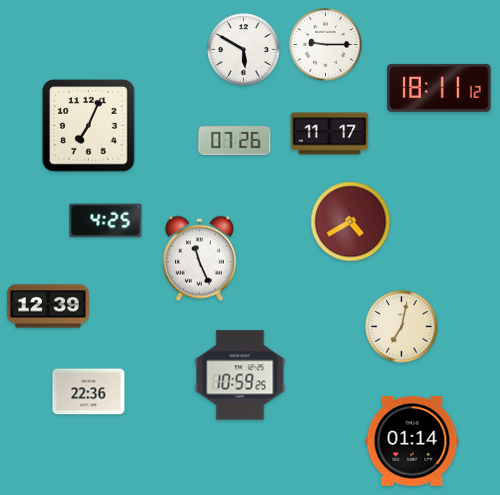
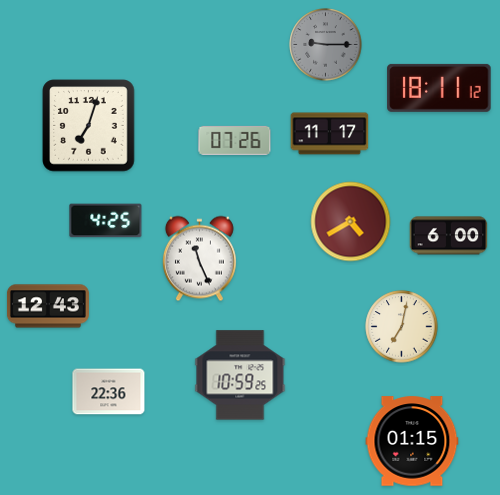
clock at (326, 45) dial: white -> grey
clock at (244, 50): 5:50 -> none
clock at (89, 126): 7:04 -> 7:03
clock at (449, 236): none -> 6:00
clock at (48, 306): 12:39 -> 12:43
clock at (89, 392) position: (89, 392) -> (109, 392)
clock at (412, 441): 01:14 -> 01:15
